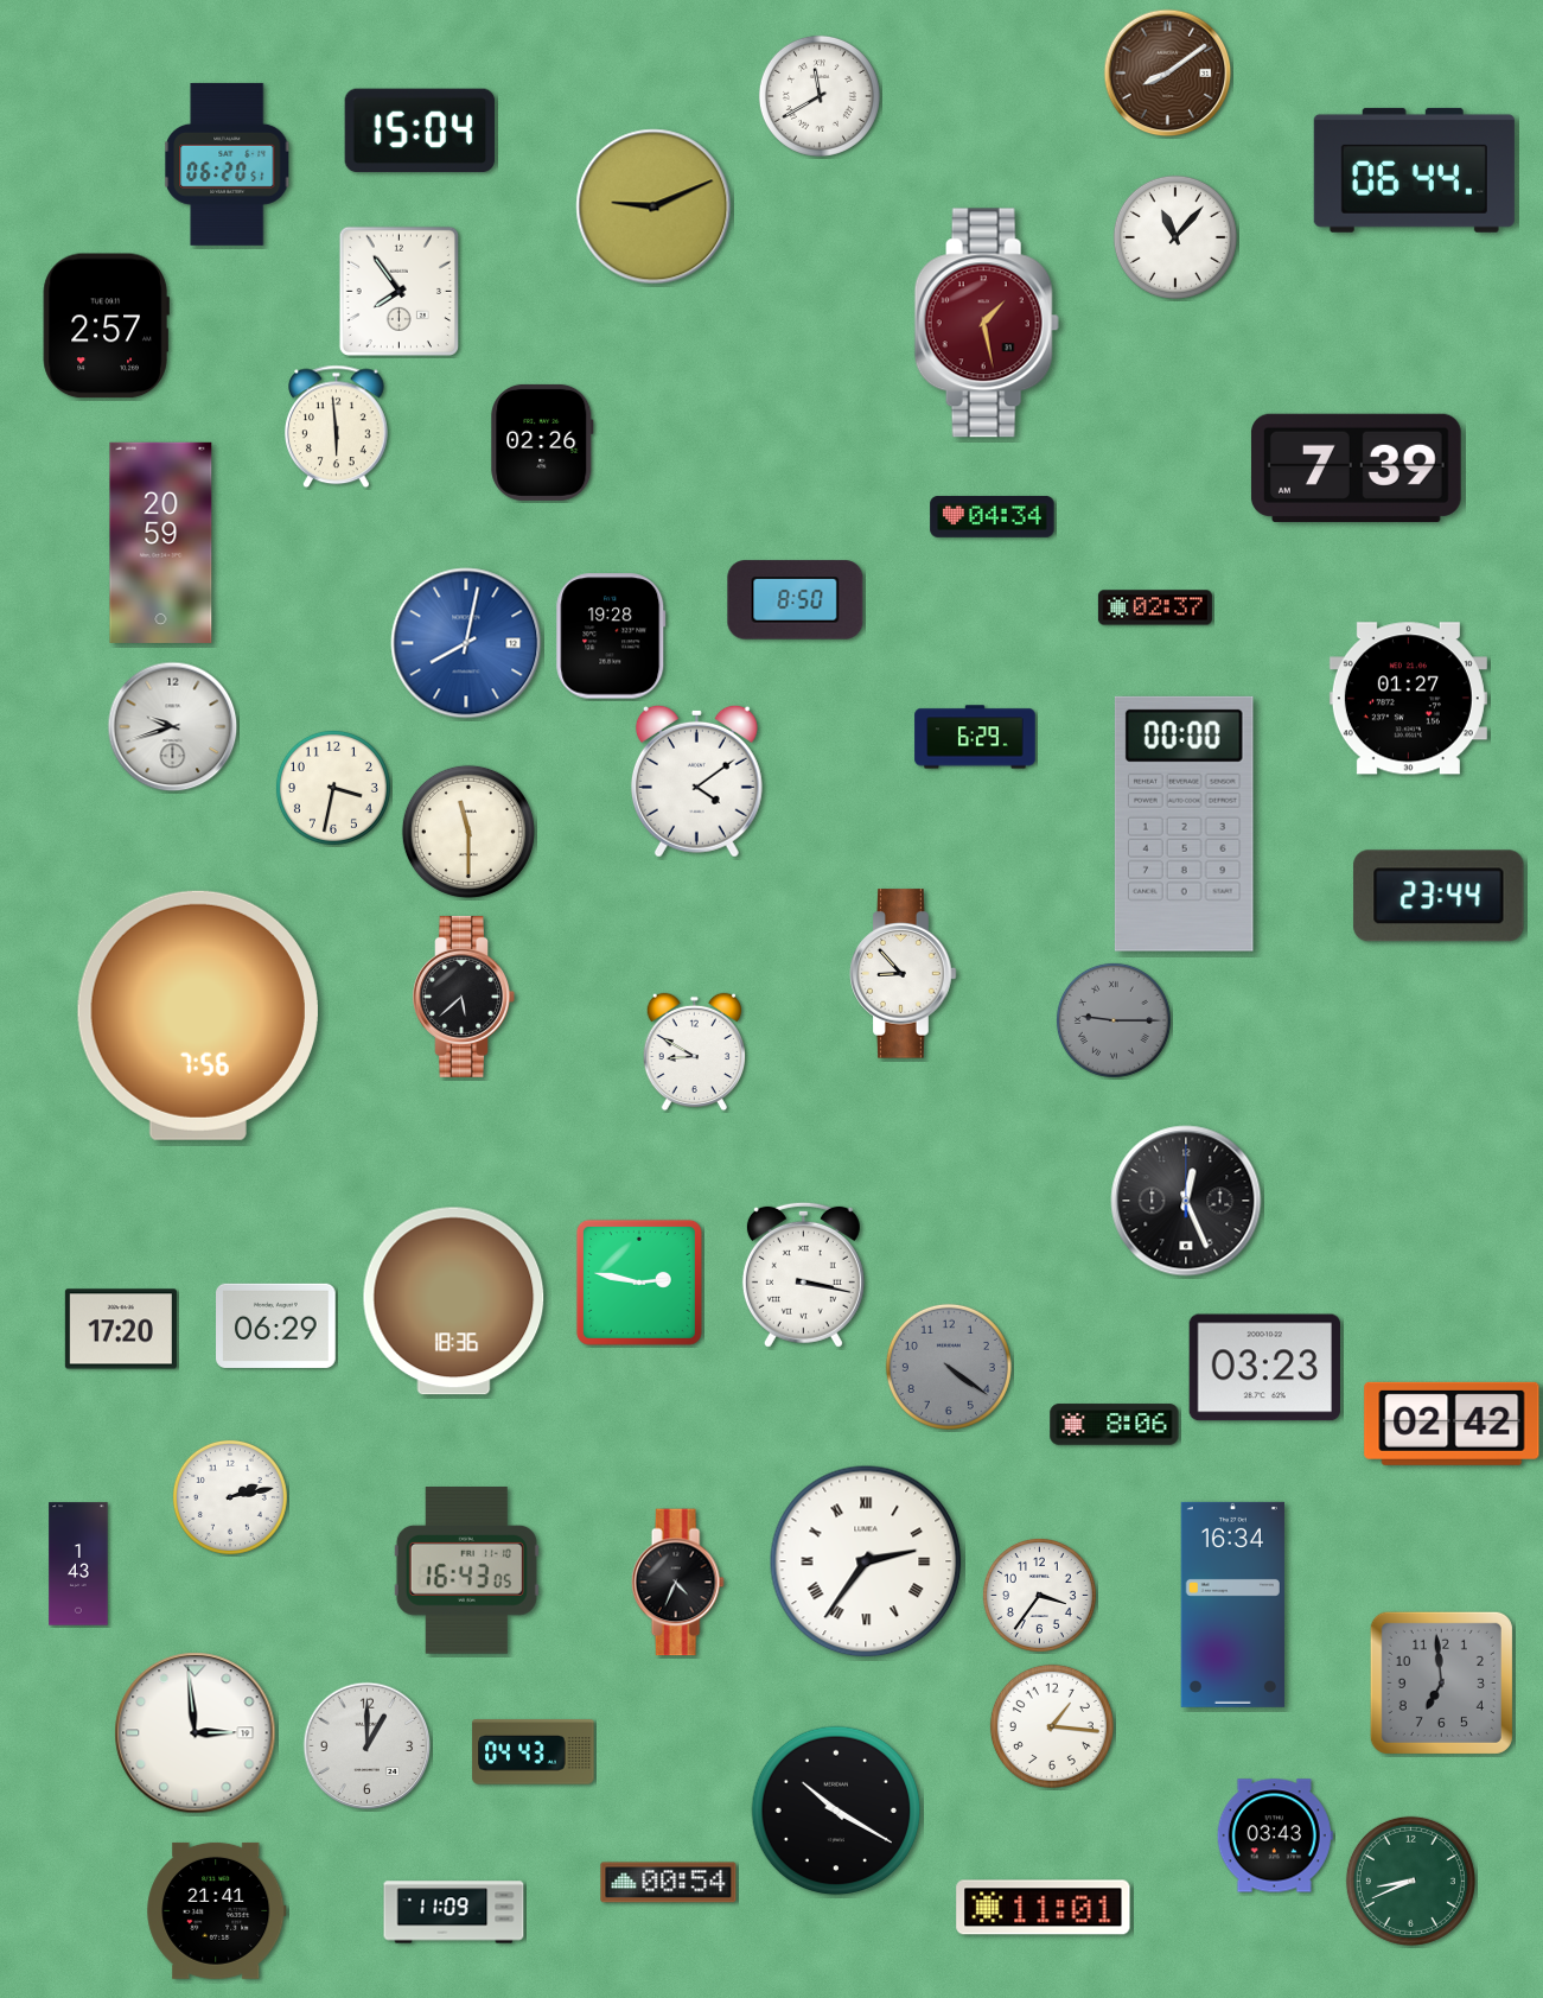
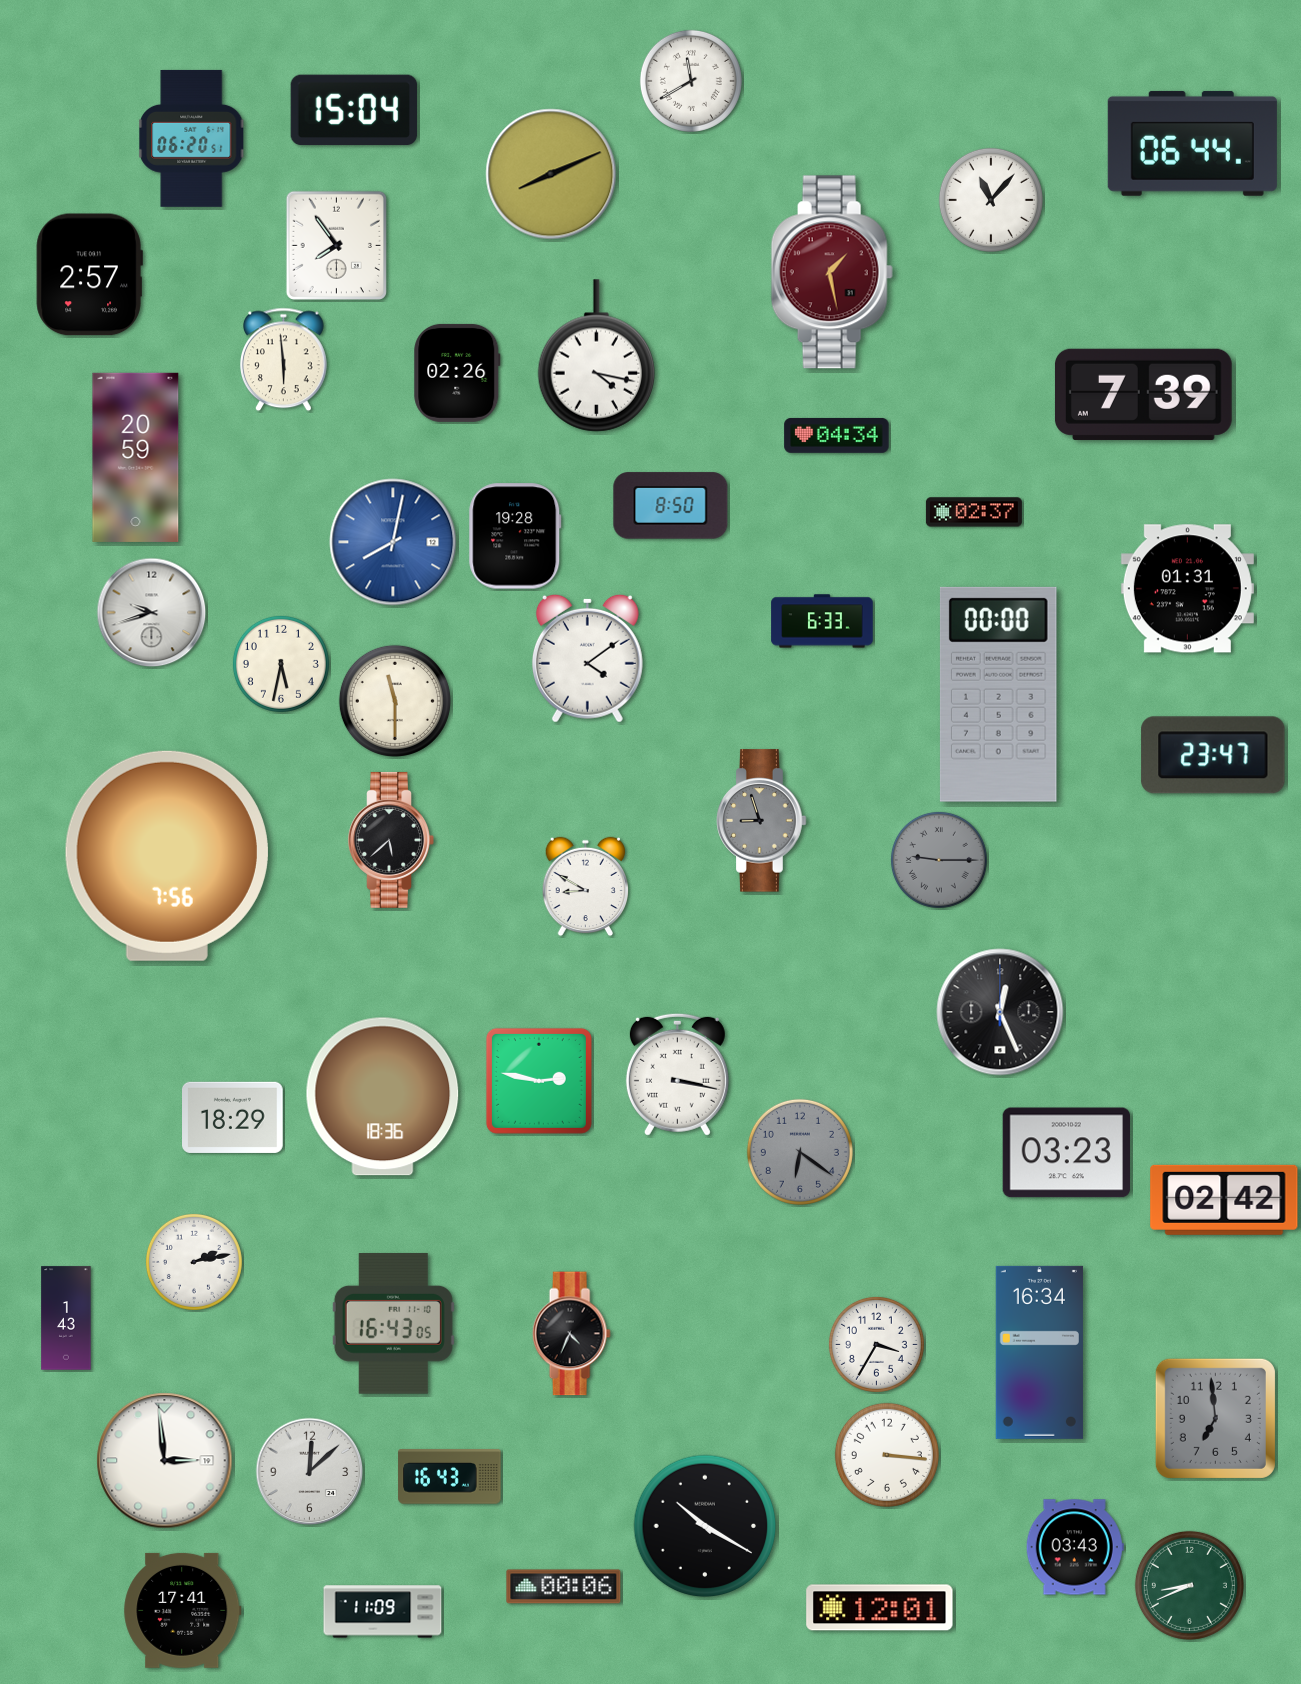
clock at (1168, 74): 8:09 -> none
clock at (653, 206): 9:11 -> 8:11
clock at (597, 356): none -> 4:17
clock at (1408, 699): 01:27 -> 01:31
clock at (173, 727) position: (173, 727) -> (152, 613)
clock at (975, 737): 6:29 -> 6:33
clock at (333, 788): 3:32 -> 5:32
clock at (1439, 896): 23:44 -> 23:47
clock at (904, 974): 8:53 -> 8:57
clock at (904, 974) dial: white -> grey
clock at (276, 1325): 06:29 -> 18:29
clock at (121, 1329): 17:20 -> none
clock at (949, 1367): 4:21 -> 6:21
clock at (1115, 1425): 8:06 -> none
clock at (866, 1561): 2:36 -> none
clock at (1039, 1595): 3:36 -> 3:35
clock at (1052, 1726): 1:16 -> 3:16
clock at (368, 1746): 1:00 -> 12:08
clock at (534, 1752): 04:43 -> 16:43
clock at (669, 1883): 00:54 -> 00:06
clock at (1044, 1908): 11:01 -> 12:01
clock at (217, 1910): 21:41 -> 17:41
